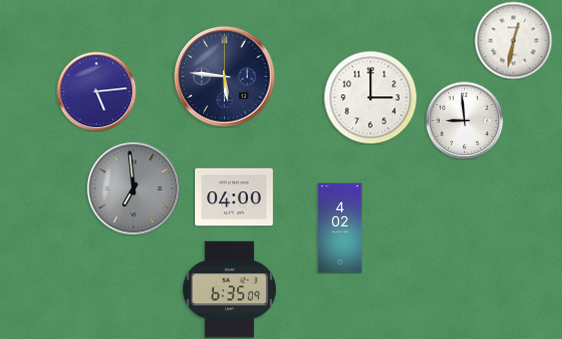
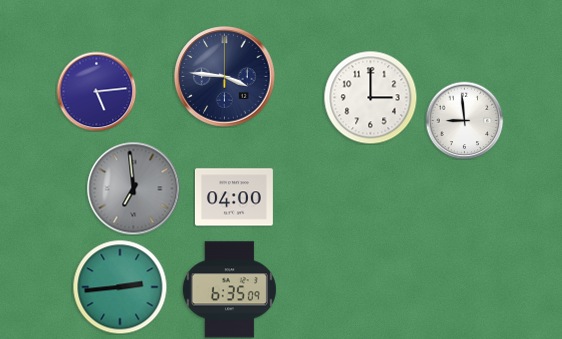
clock at (513, 40): 12:32 -> none
clock at (225, 77): 5:46 -> 3:46
clock at (340, 228): 4:02 -> none
clock at (120, 287): none -> 2:44
